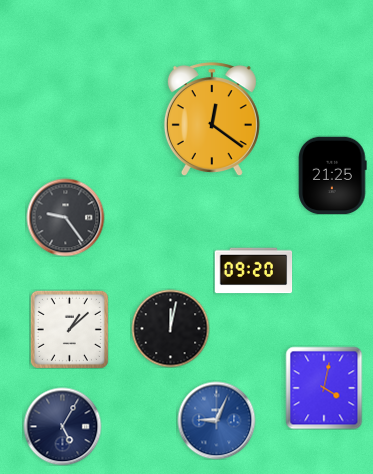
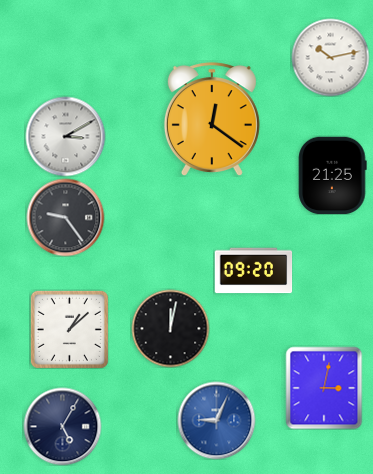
clock at (330, 57): none -> 10:13
clock at (65, 136): none -> 3:10
clock at (324, 388): 4:02 -> 3:02
